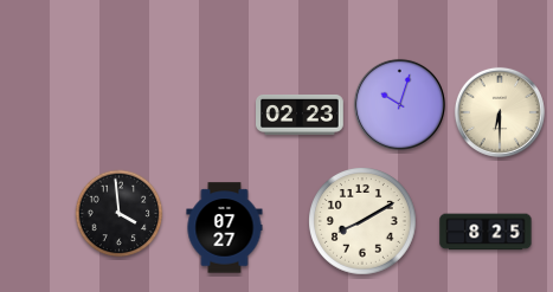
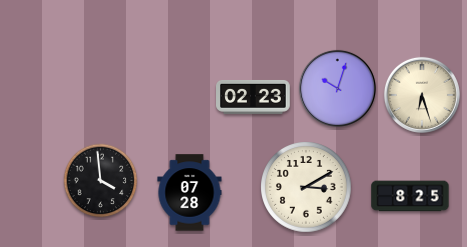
clock at (500, 112): 6:30 -> 6:27
clock at (364, 222): 8:10 -> 3:10
clock at (225, 228): 07:27 -> 07:28
